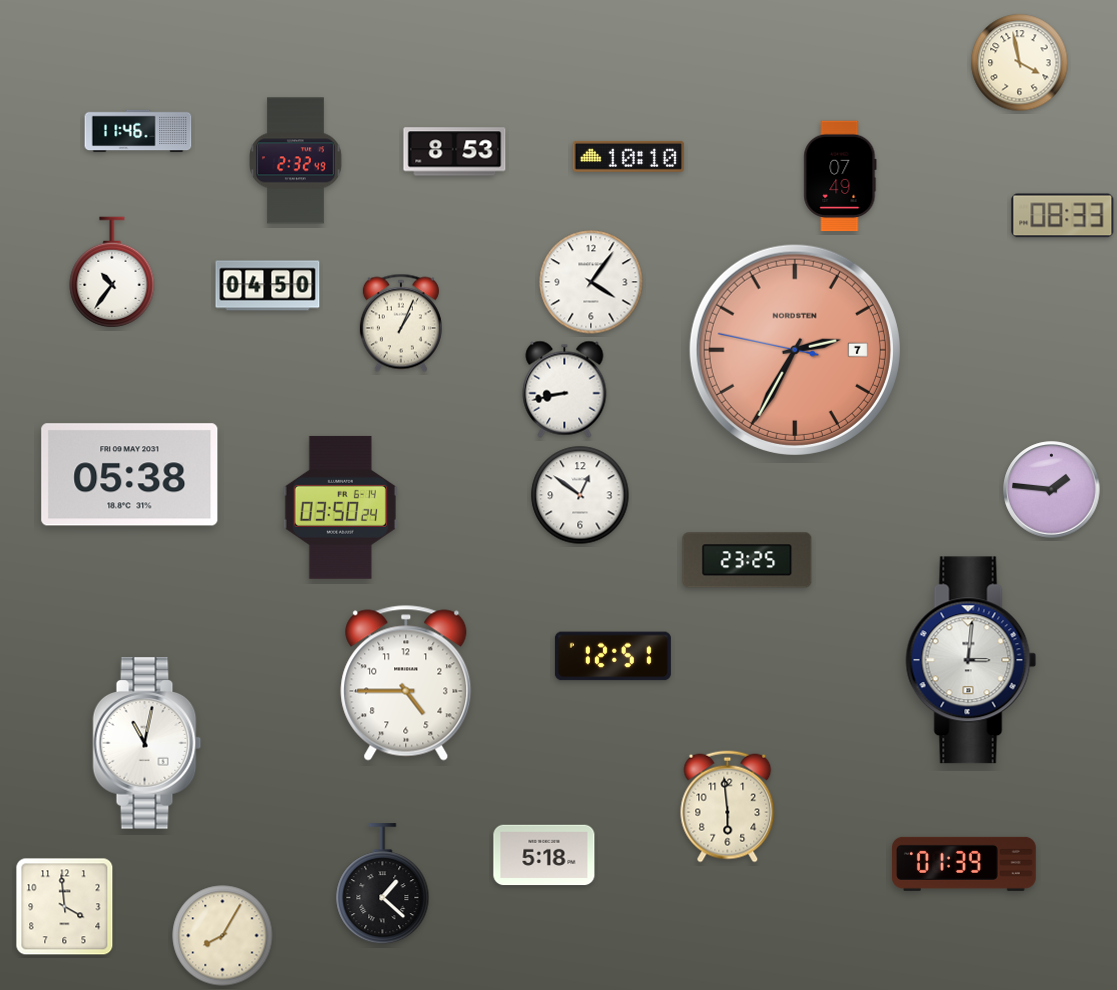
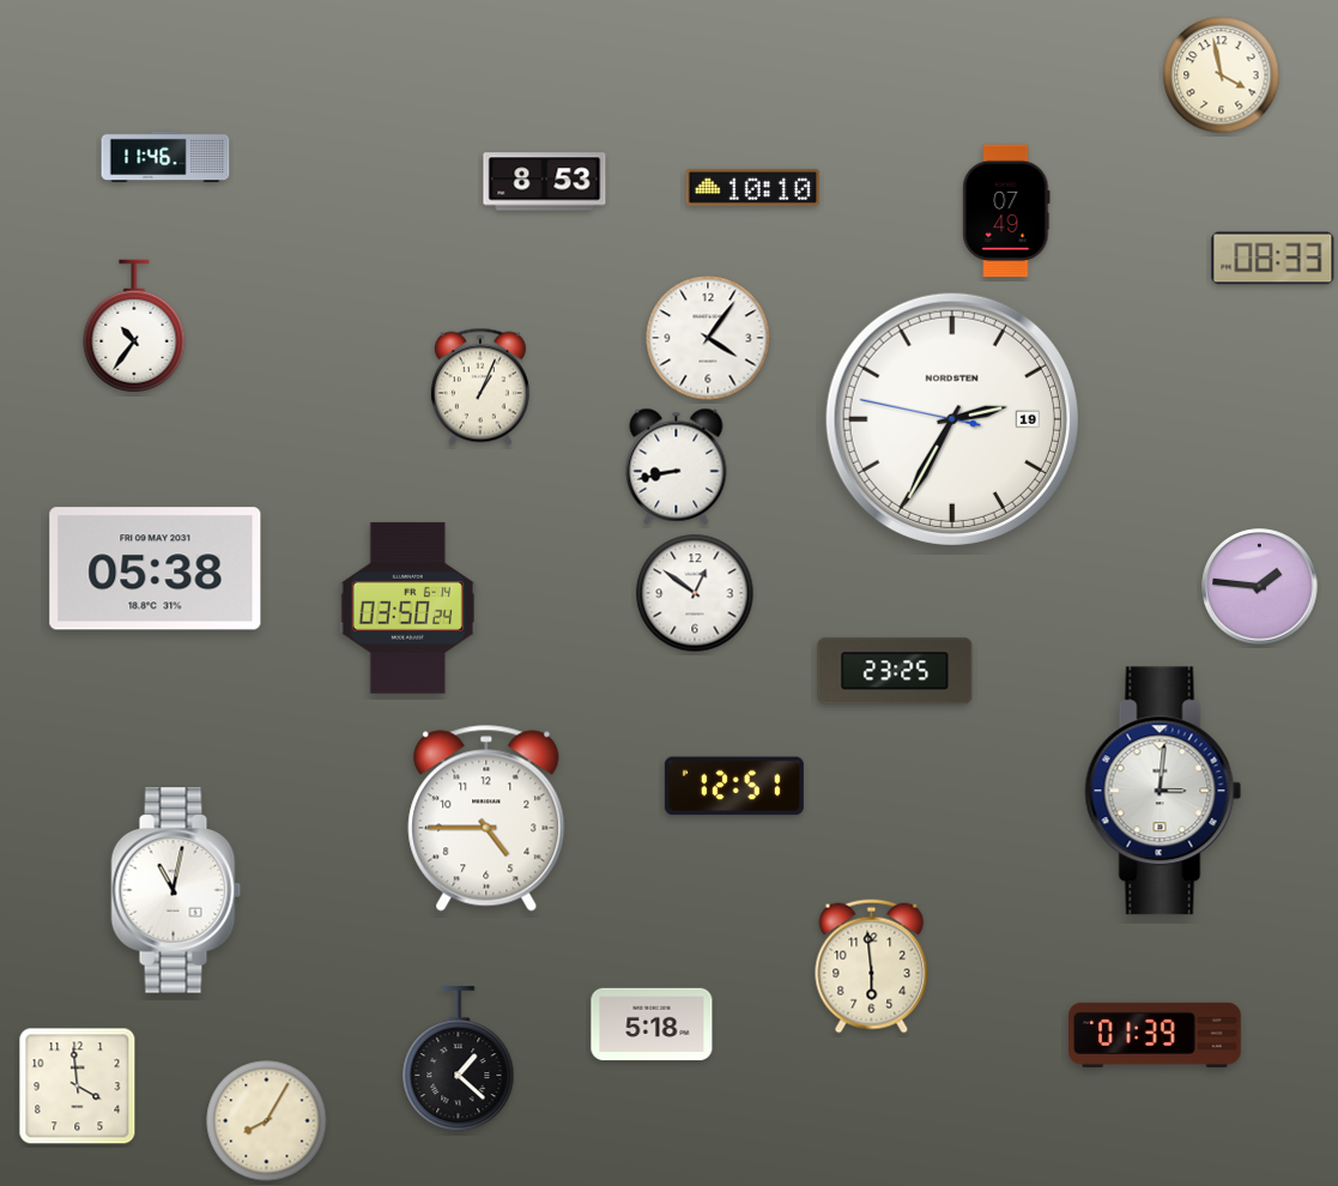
clock at (296, 161): 2:32 -> none
clock at (268, 286): 04:50 -> none
clock at (795, 350) date: 7 -> 19
clock at (795, 350) dial: salmon -> white
